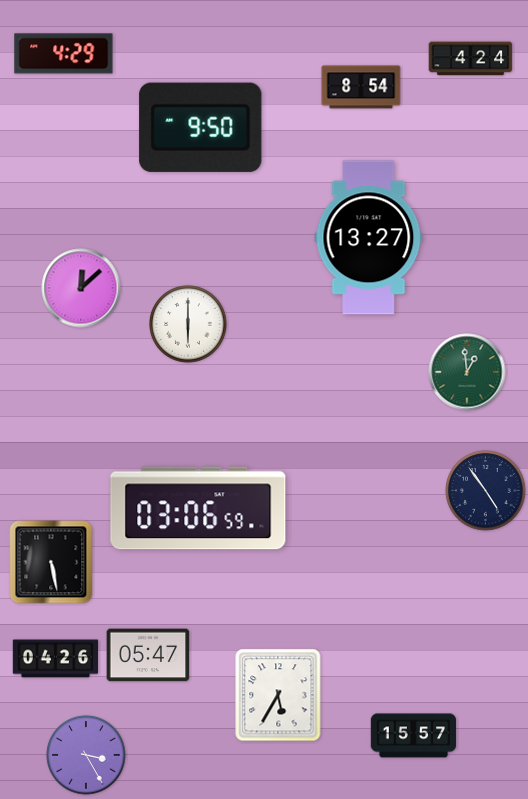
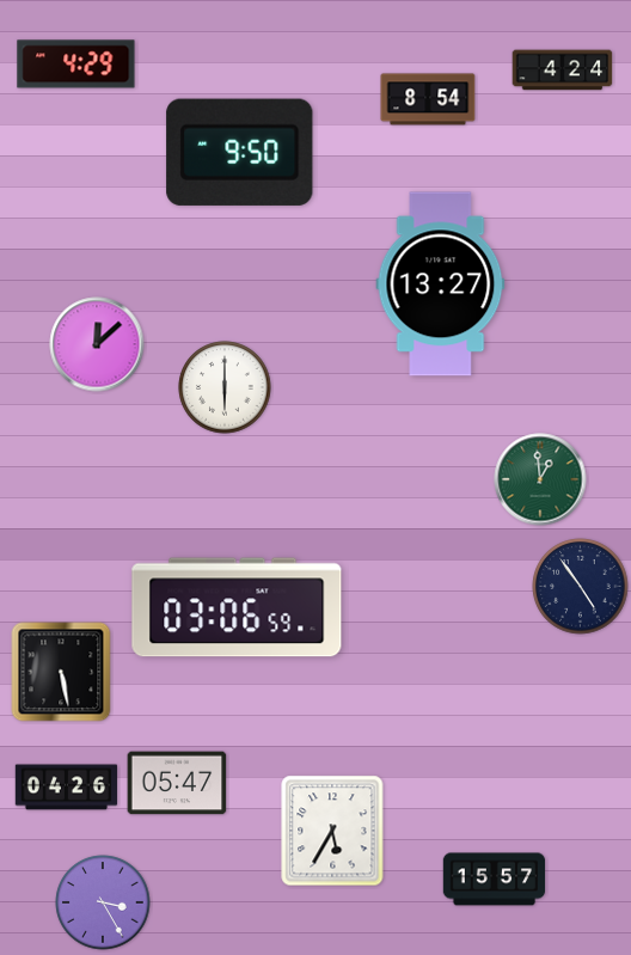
clock at (361, 87) position: (361, 87) -> (428, 99)
clock at (467, 372) position: (467, 372) -> (540, 479)
